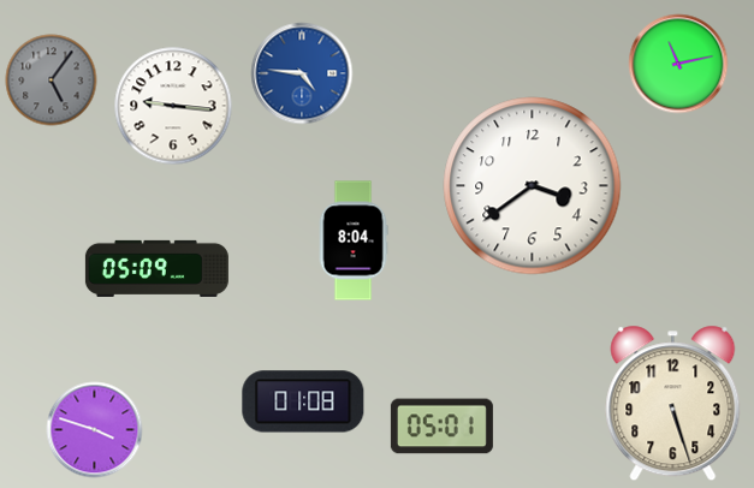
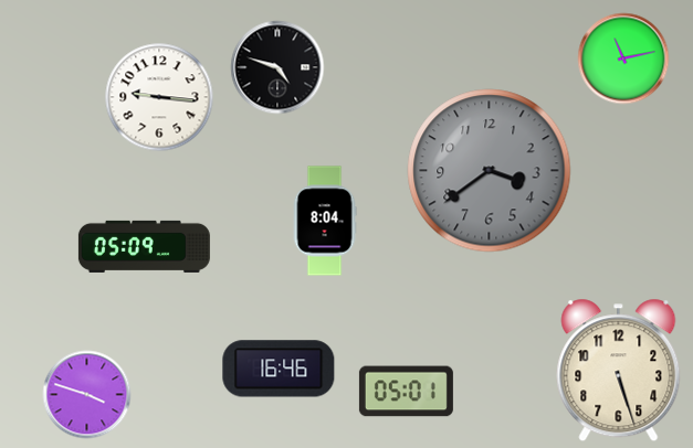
clock at (302, 73): 4:46 -> 4:48
clock at (302, 73) dial: blue -> black
clock at (52, 81): 5:06 -> none
clock at (533, 186) dial: white -> grey
clock at (303, 401): 01:08 -> 16:46
